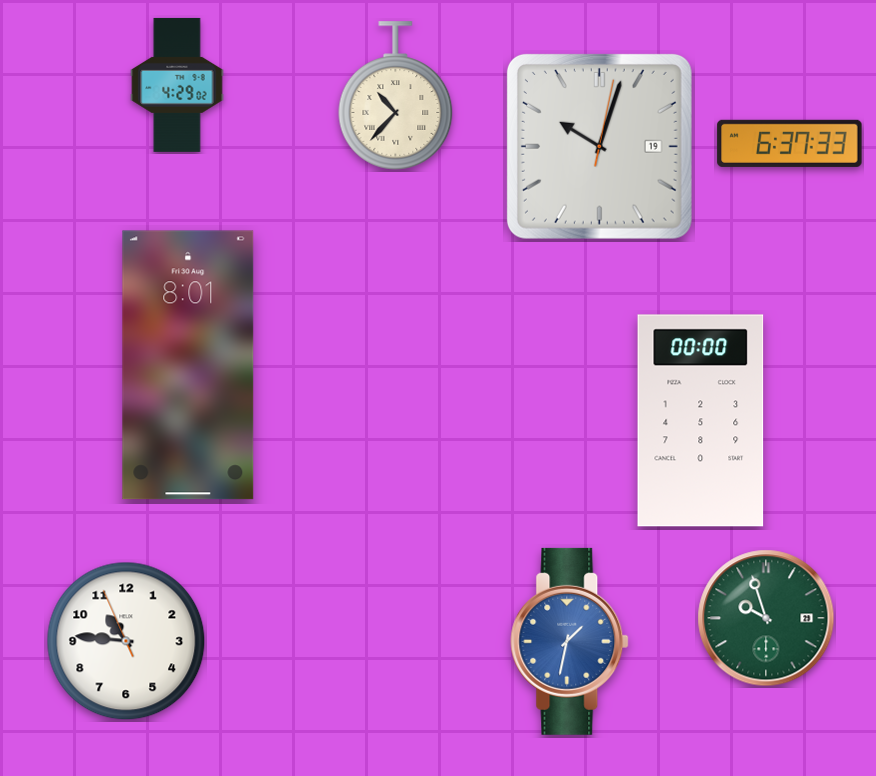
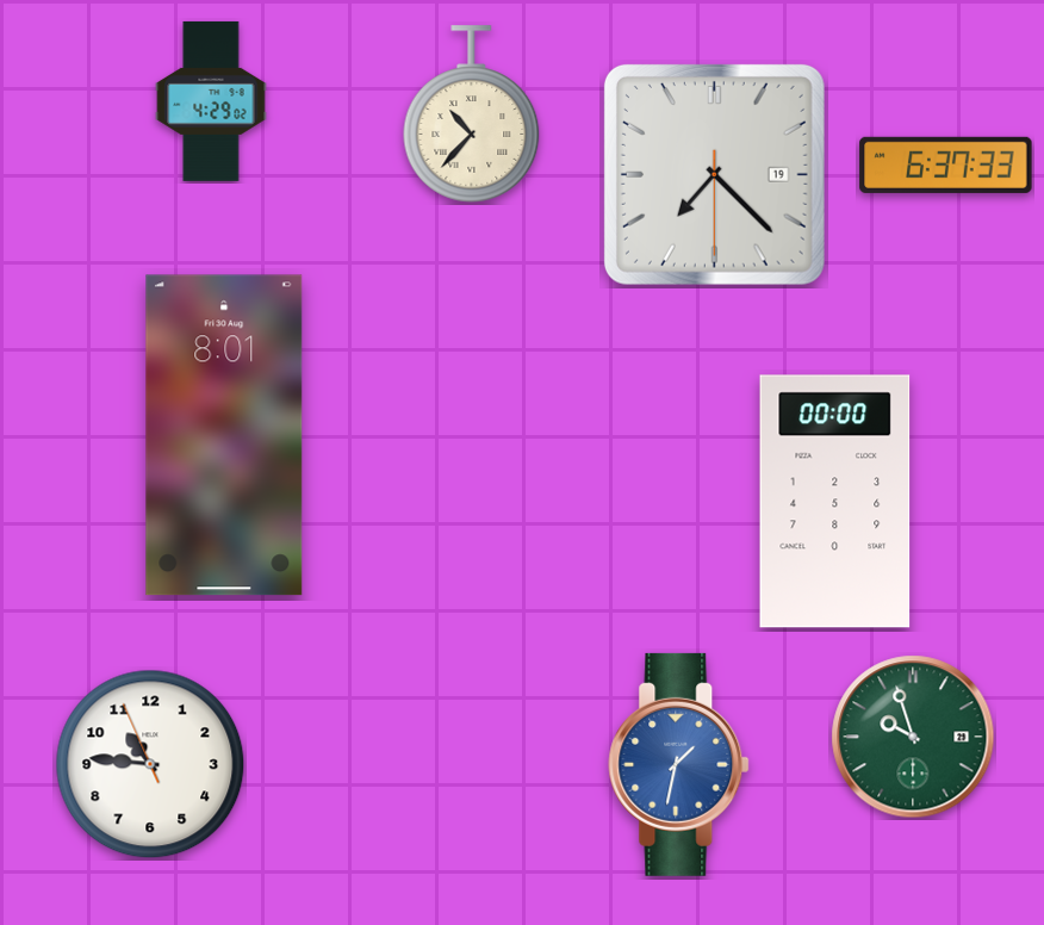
clock at (790, 143) position: (790, 143) -> (946, 164)
clock at (599, 146): 10:03 -> 7:22
